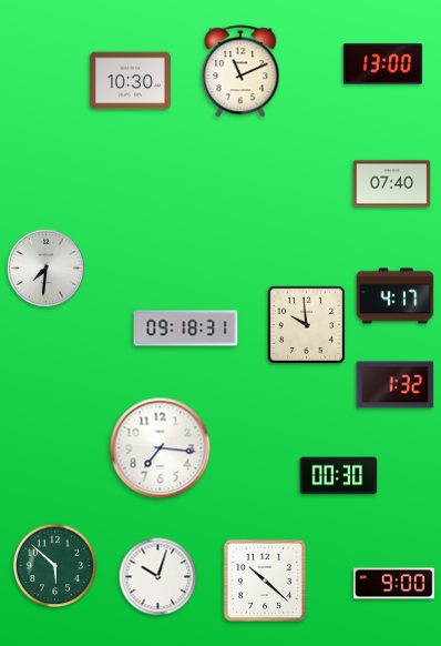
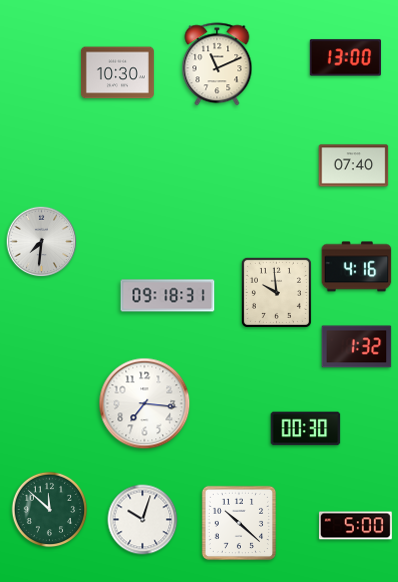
clock at (396, 296): 4:17 -> 4:16
clock at (55, 566): 5:52 -> 11:52
clock at (393, 584): 9:00 -> 5:00
